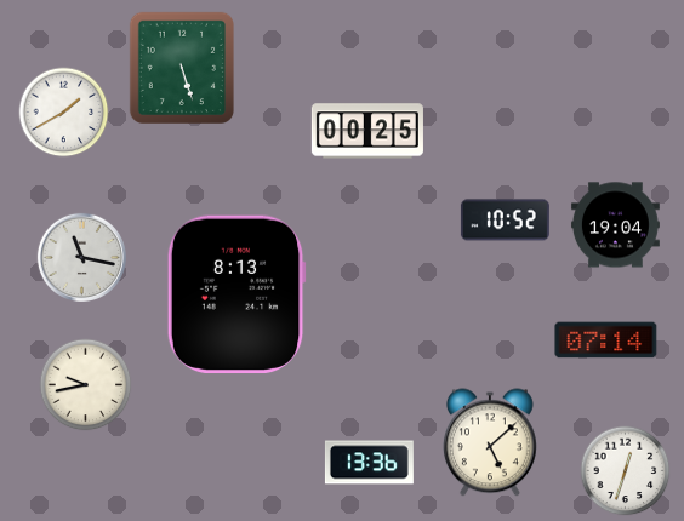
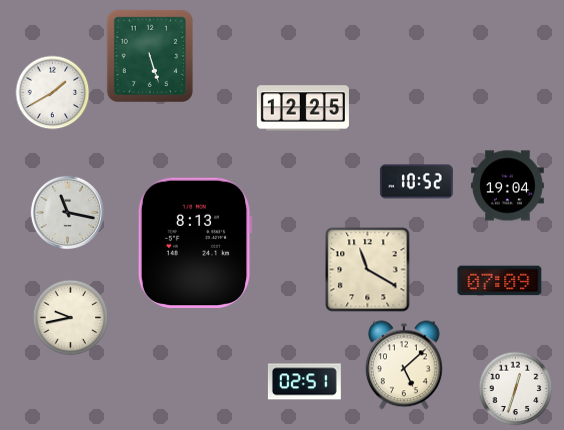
clock at (367, 131): 00:25 -> 12:25
clock at (368, 270): none -> 11:20
clock at (606, 340): 07:14 -> 07:09
clock at (369, 463): 13:36 -> 02:51
